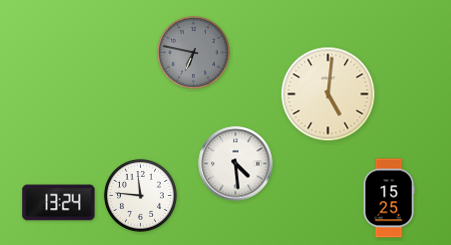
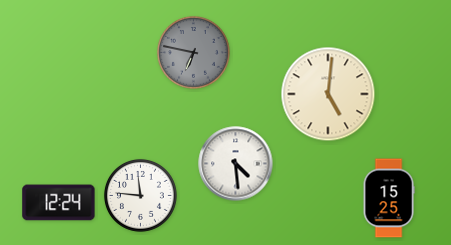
clock at (59, 203): 13:24 -> 12:24
